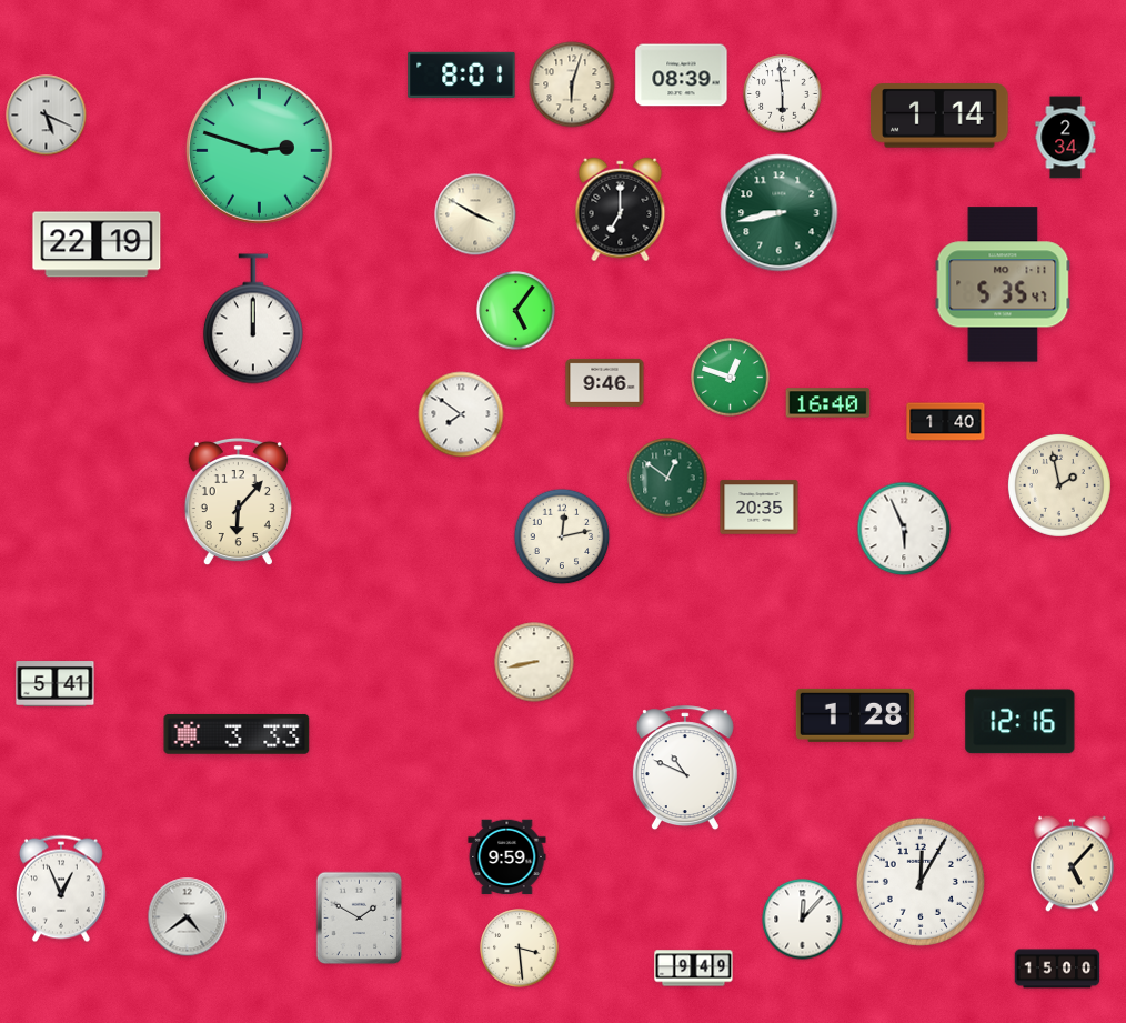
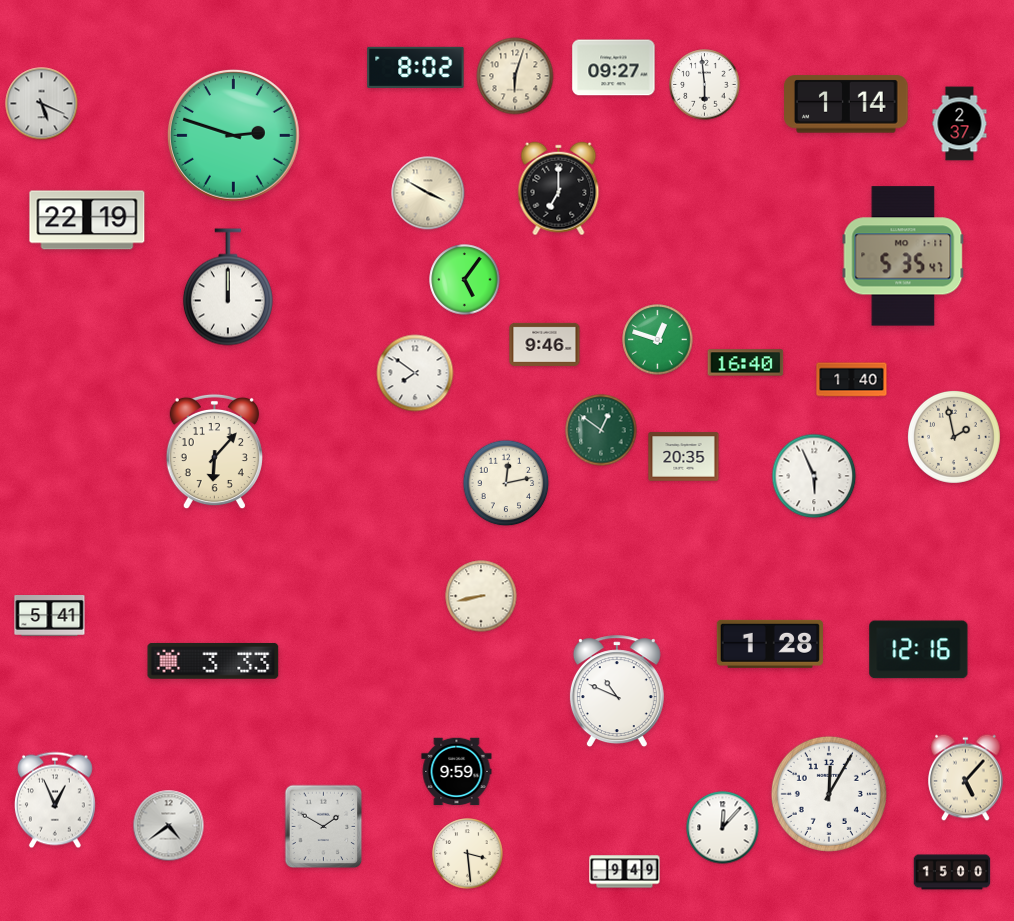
clock at (462, 74): 8:01 -> 8:02
clock at (682, 76): 08:39 -> 09:27
clock at (1066, 138): 2:34 -> 2:37
clock at (780, 213): 8:43 -> none
